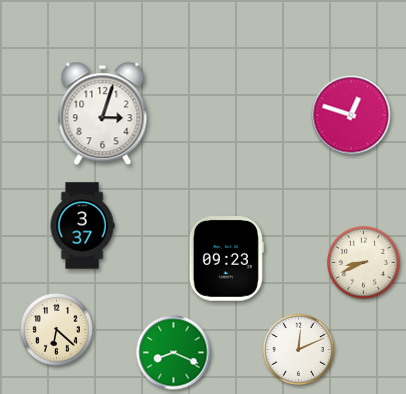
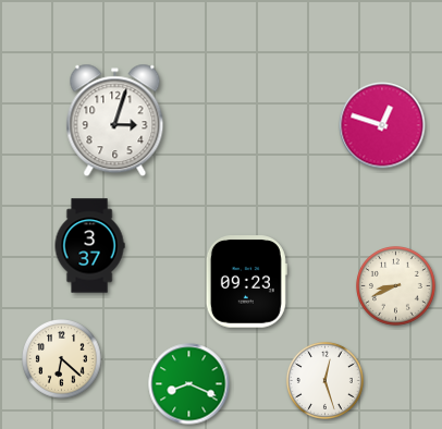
clock at (103, 114) position: (103, 114) -> (115, 121)
clock at (298, 349): 12:11 -> 12:27
